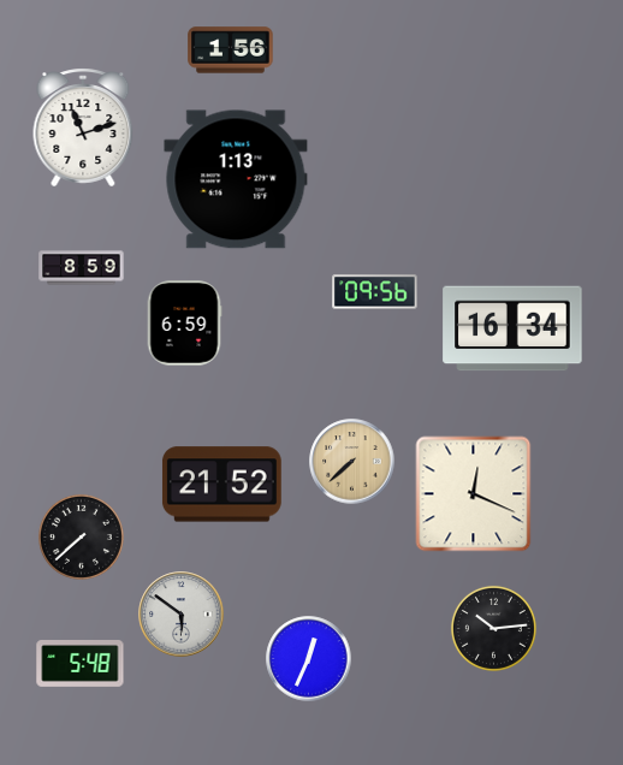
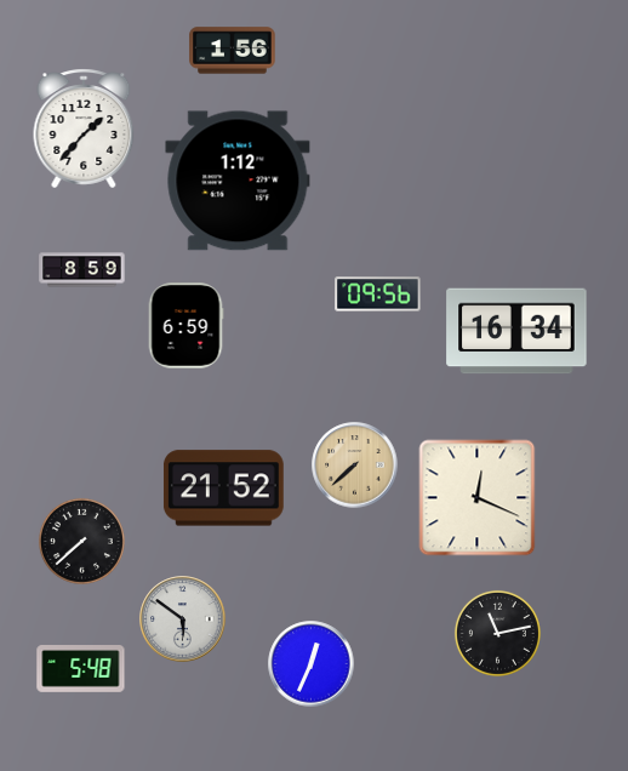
clock at (83, 127): 11:12 -> 1:37
clock at (236, 179): 1:13 -> 1:12
clock at (493, 628): 10:14 -> 11:13
